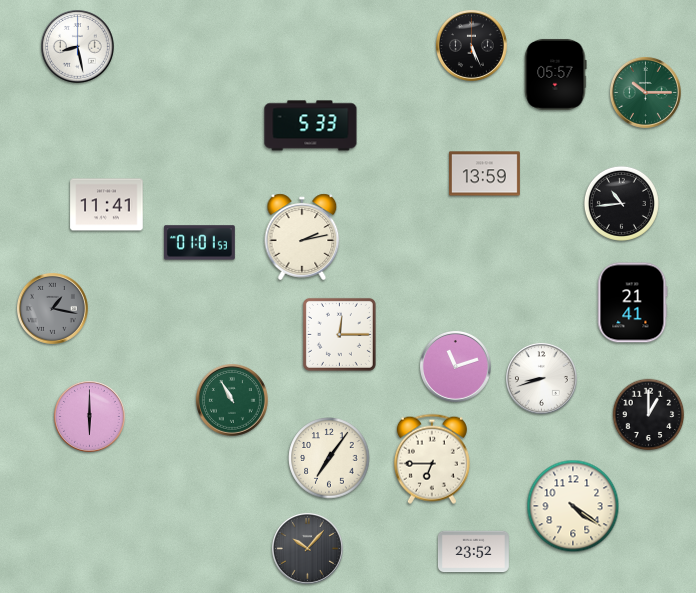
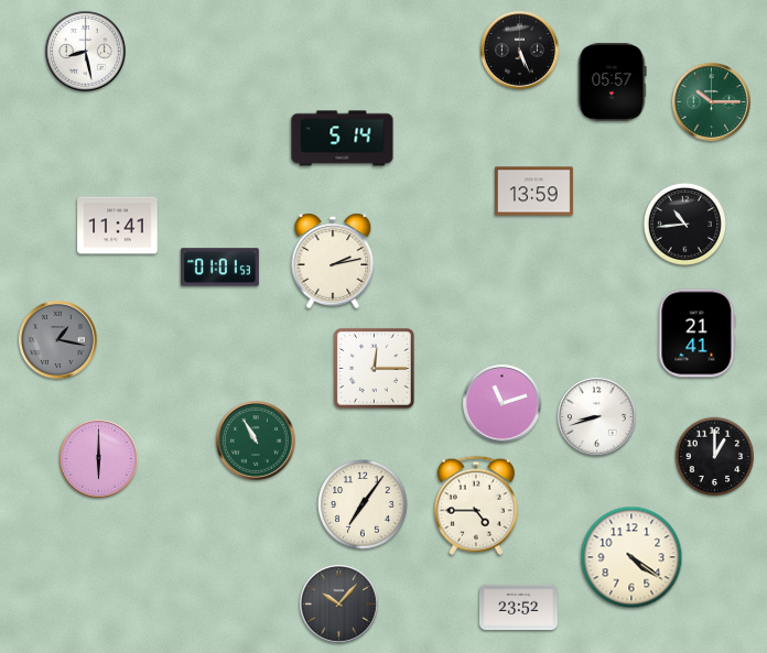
clock at (311, 126): 5:33 -> 5:14
clock at (432, 459): 6:45 -> 4:45
clock at (473, 552) position: (473, 552) -> (518, 608)
